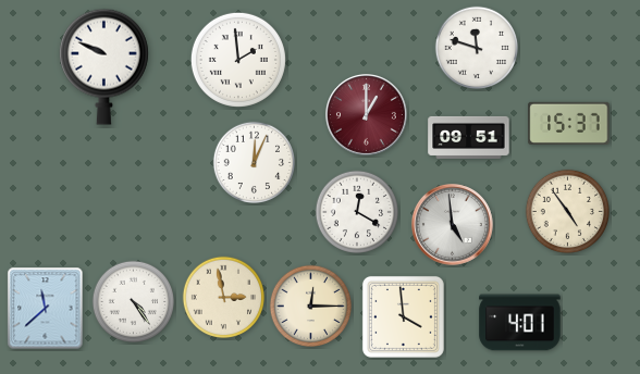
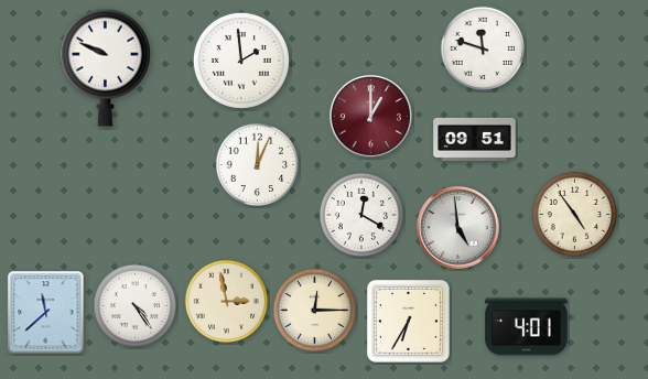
clock at (569, 123): 15:37 -> none
clock at (403, 316): 3:59 -> 6:35
